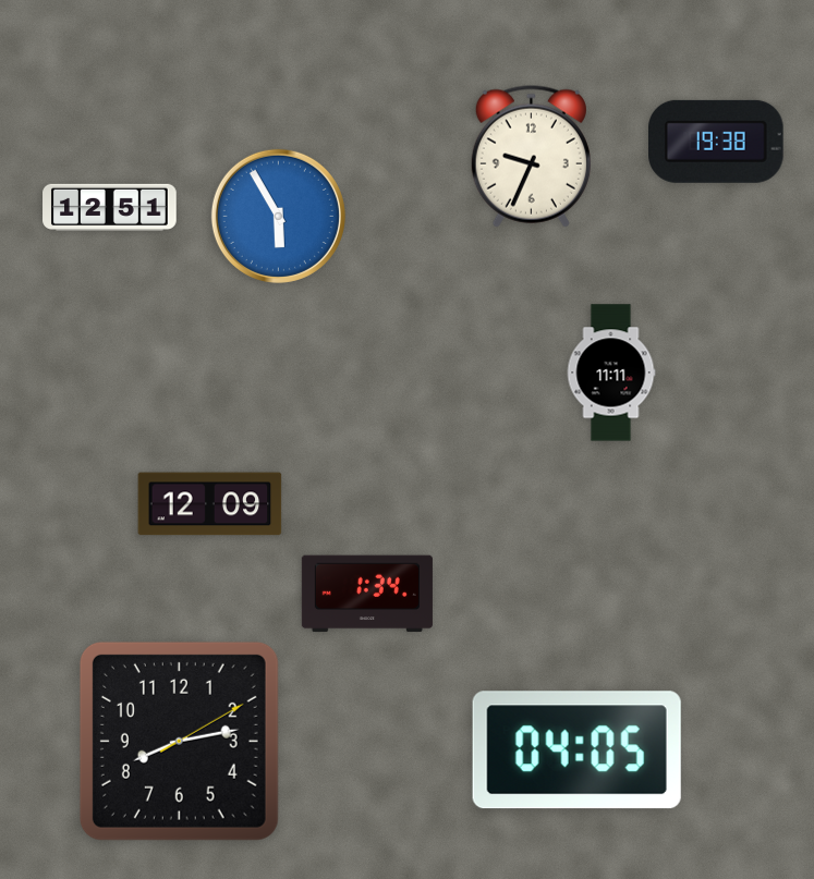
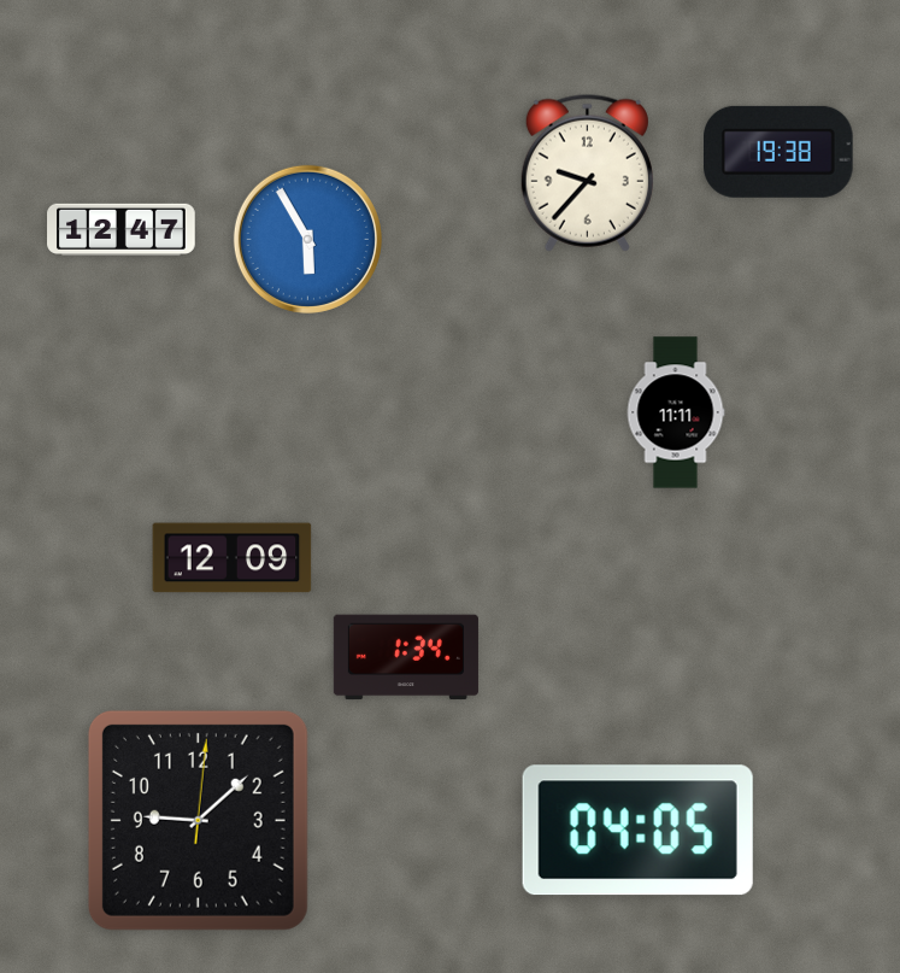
clock at (717, 142) position: (717, 142) -> (780, 152)
clock at (531, 156): 9:34 -> 9:37
clock at (110, 207): 12:51 -> 12:47
clock at (179, 741): 8:13 -> 9:08
